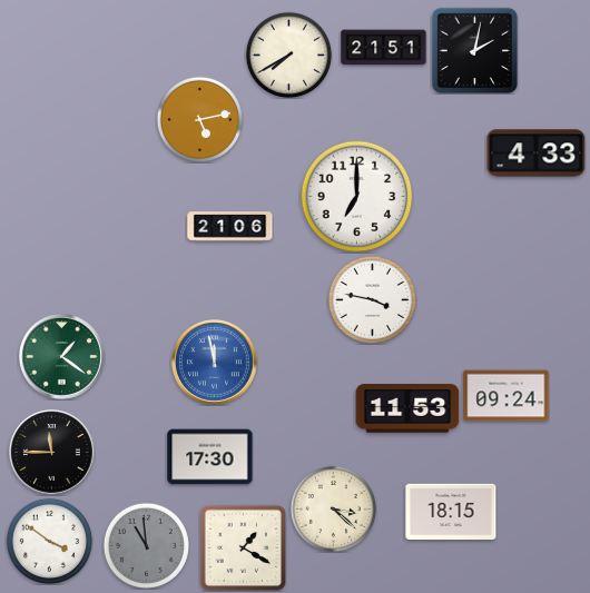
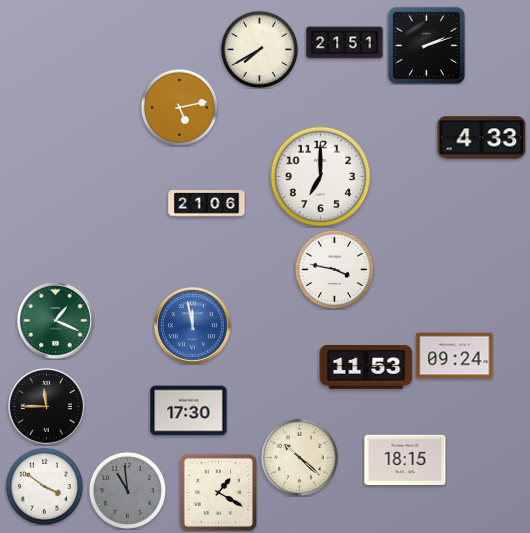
clock at (474, 50): 2:02 -> 2:12
clock at (62, 357): 1:21 -> 1:19
clock at (333, 508): 3:22 -> 10:22
clock at (146, 545) position: (146, 545) -> (127, 490)
